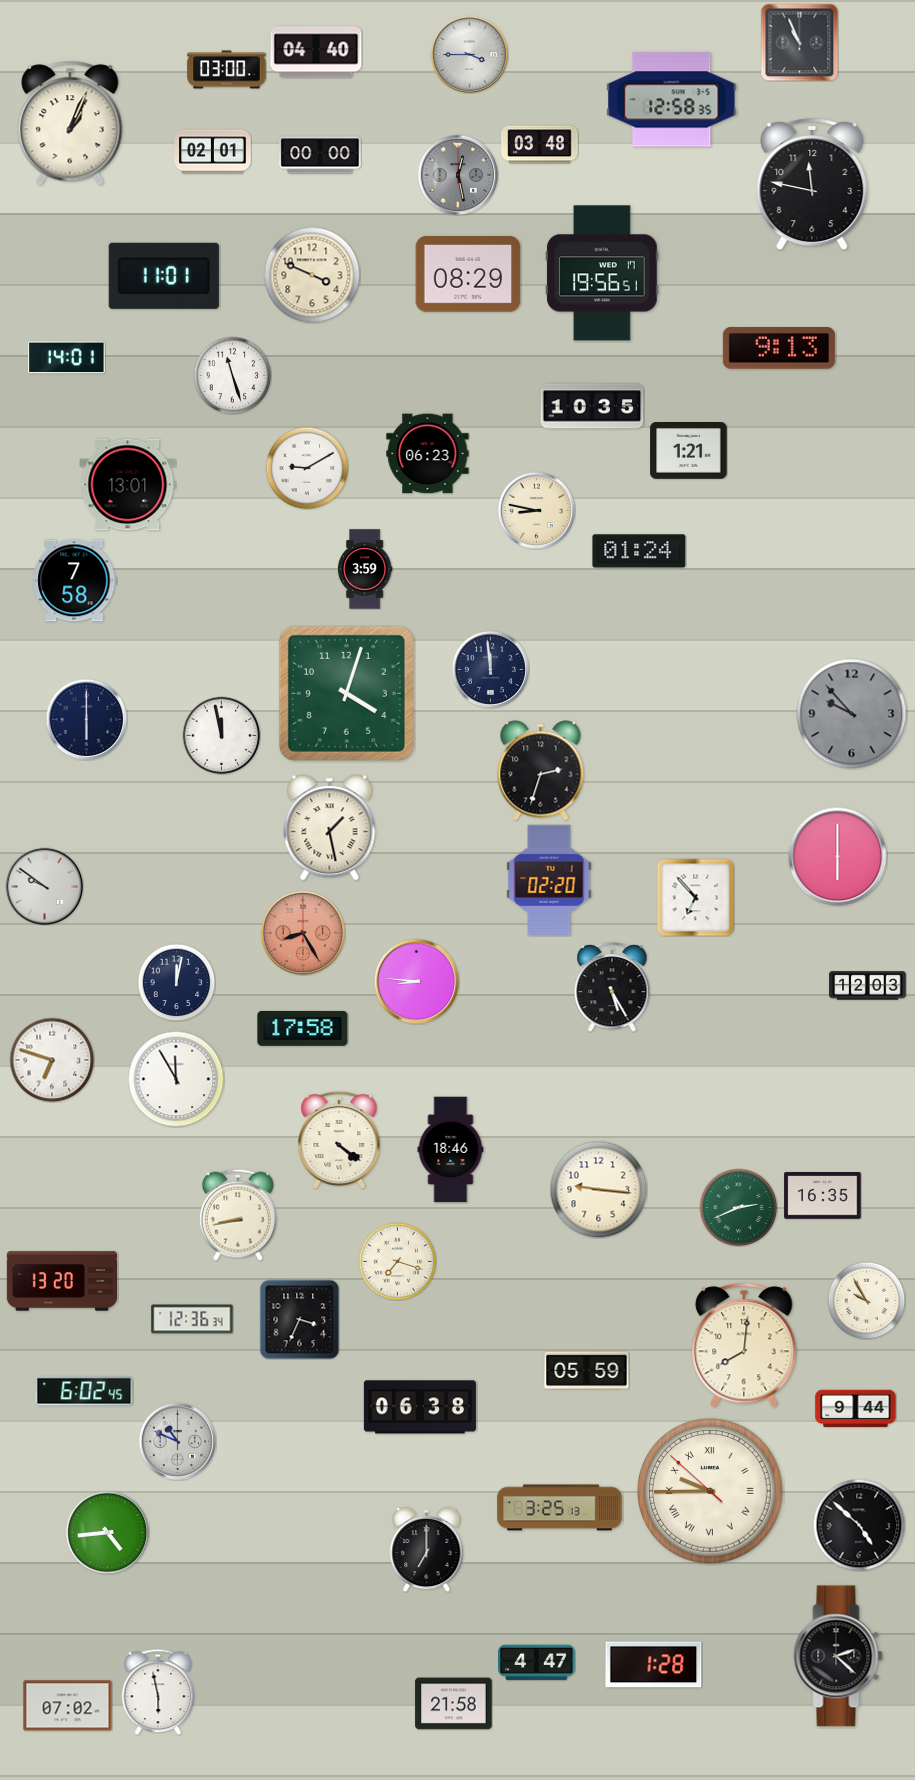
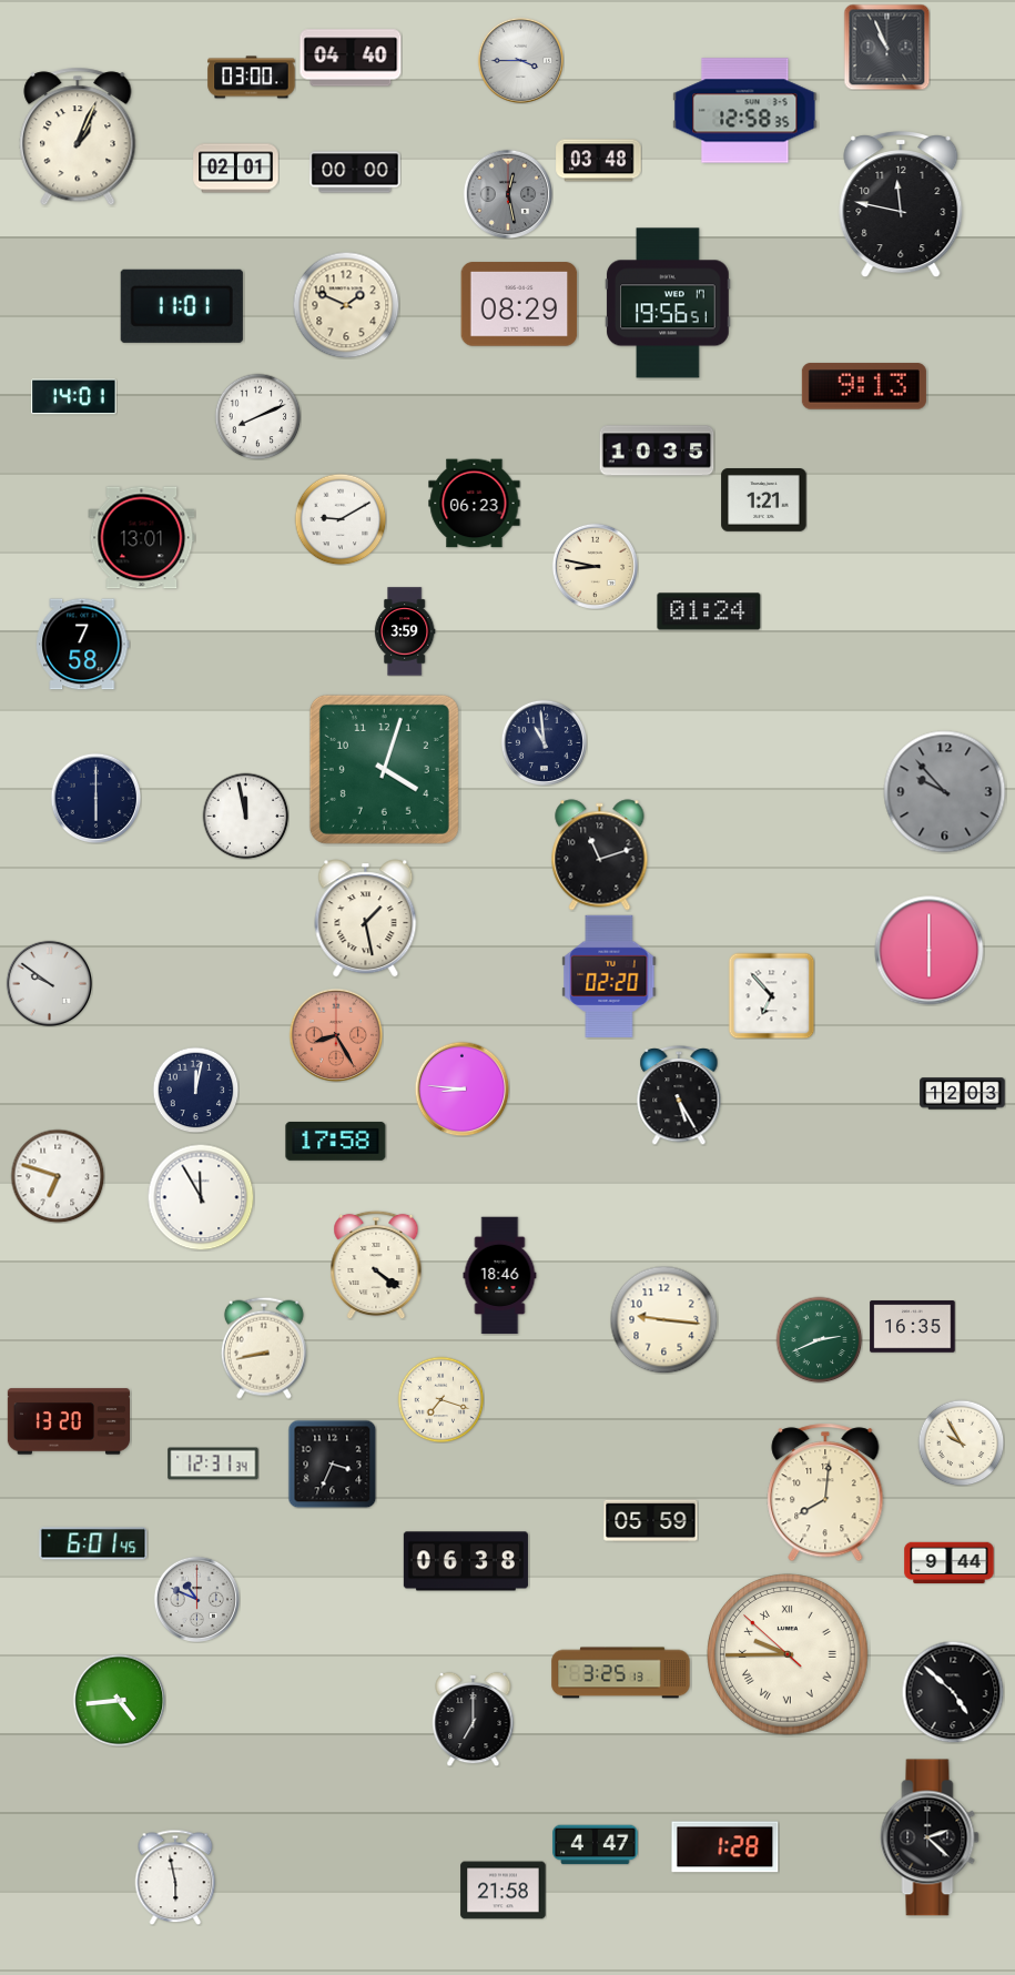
clock at (312, 275): 3:49 -> 1:49
clock at (232, 375): 11:27 -> 8:11
clock at (490, 669): 11:59 -> 10:59
clock at (541, 771): 2:33 -> 11:12
clock at (176, 1079) position: (176, 1079) -> (201, 1197)
clock at (192, 1319): 12:36 -> 12:31
clock at (84, 1391): 6:02 -> 6:01
clock at (68, 1706): 07:02 -> none
